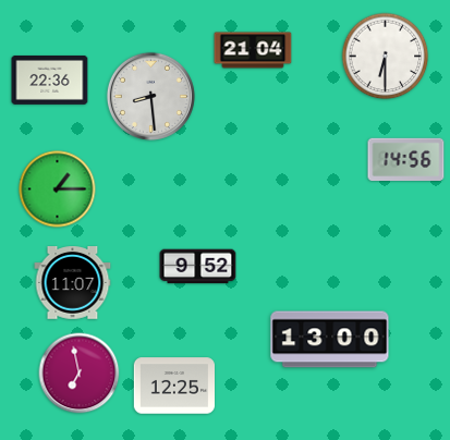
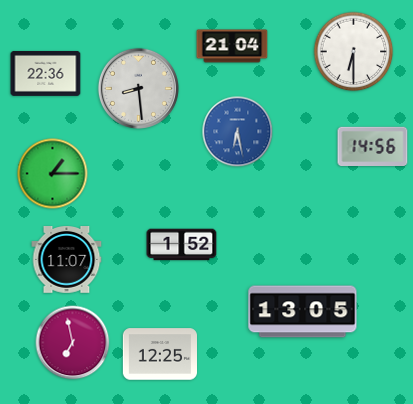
clock at (238, 132): none -> 6:28
clock at (198, 267): 9:52 -> 1:52
clock at (330, 340): 13:00 -> 13:05
